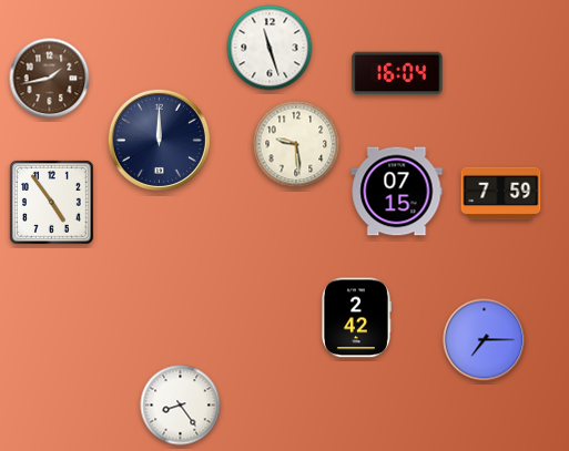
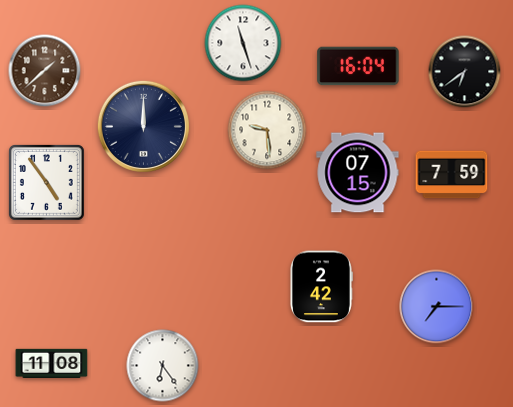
clock at (50, 79): 1:43 -> 1:38
clock at (465, 72): none -> 6:39
clock at (52, 364): none -> 11:08
clock at (181, 406): 8:24 -> 6:24
